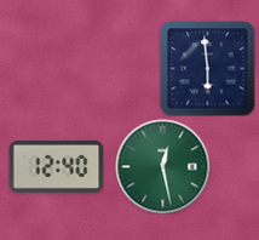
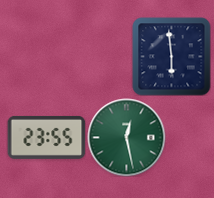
clock at (56, 166): 12:40 -> 23:55
clock at (162, 166) position: (162, 166) -> (126, 137)
